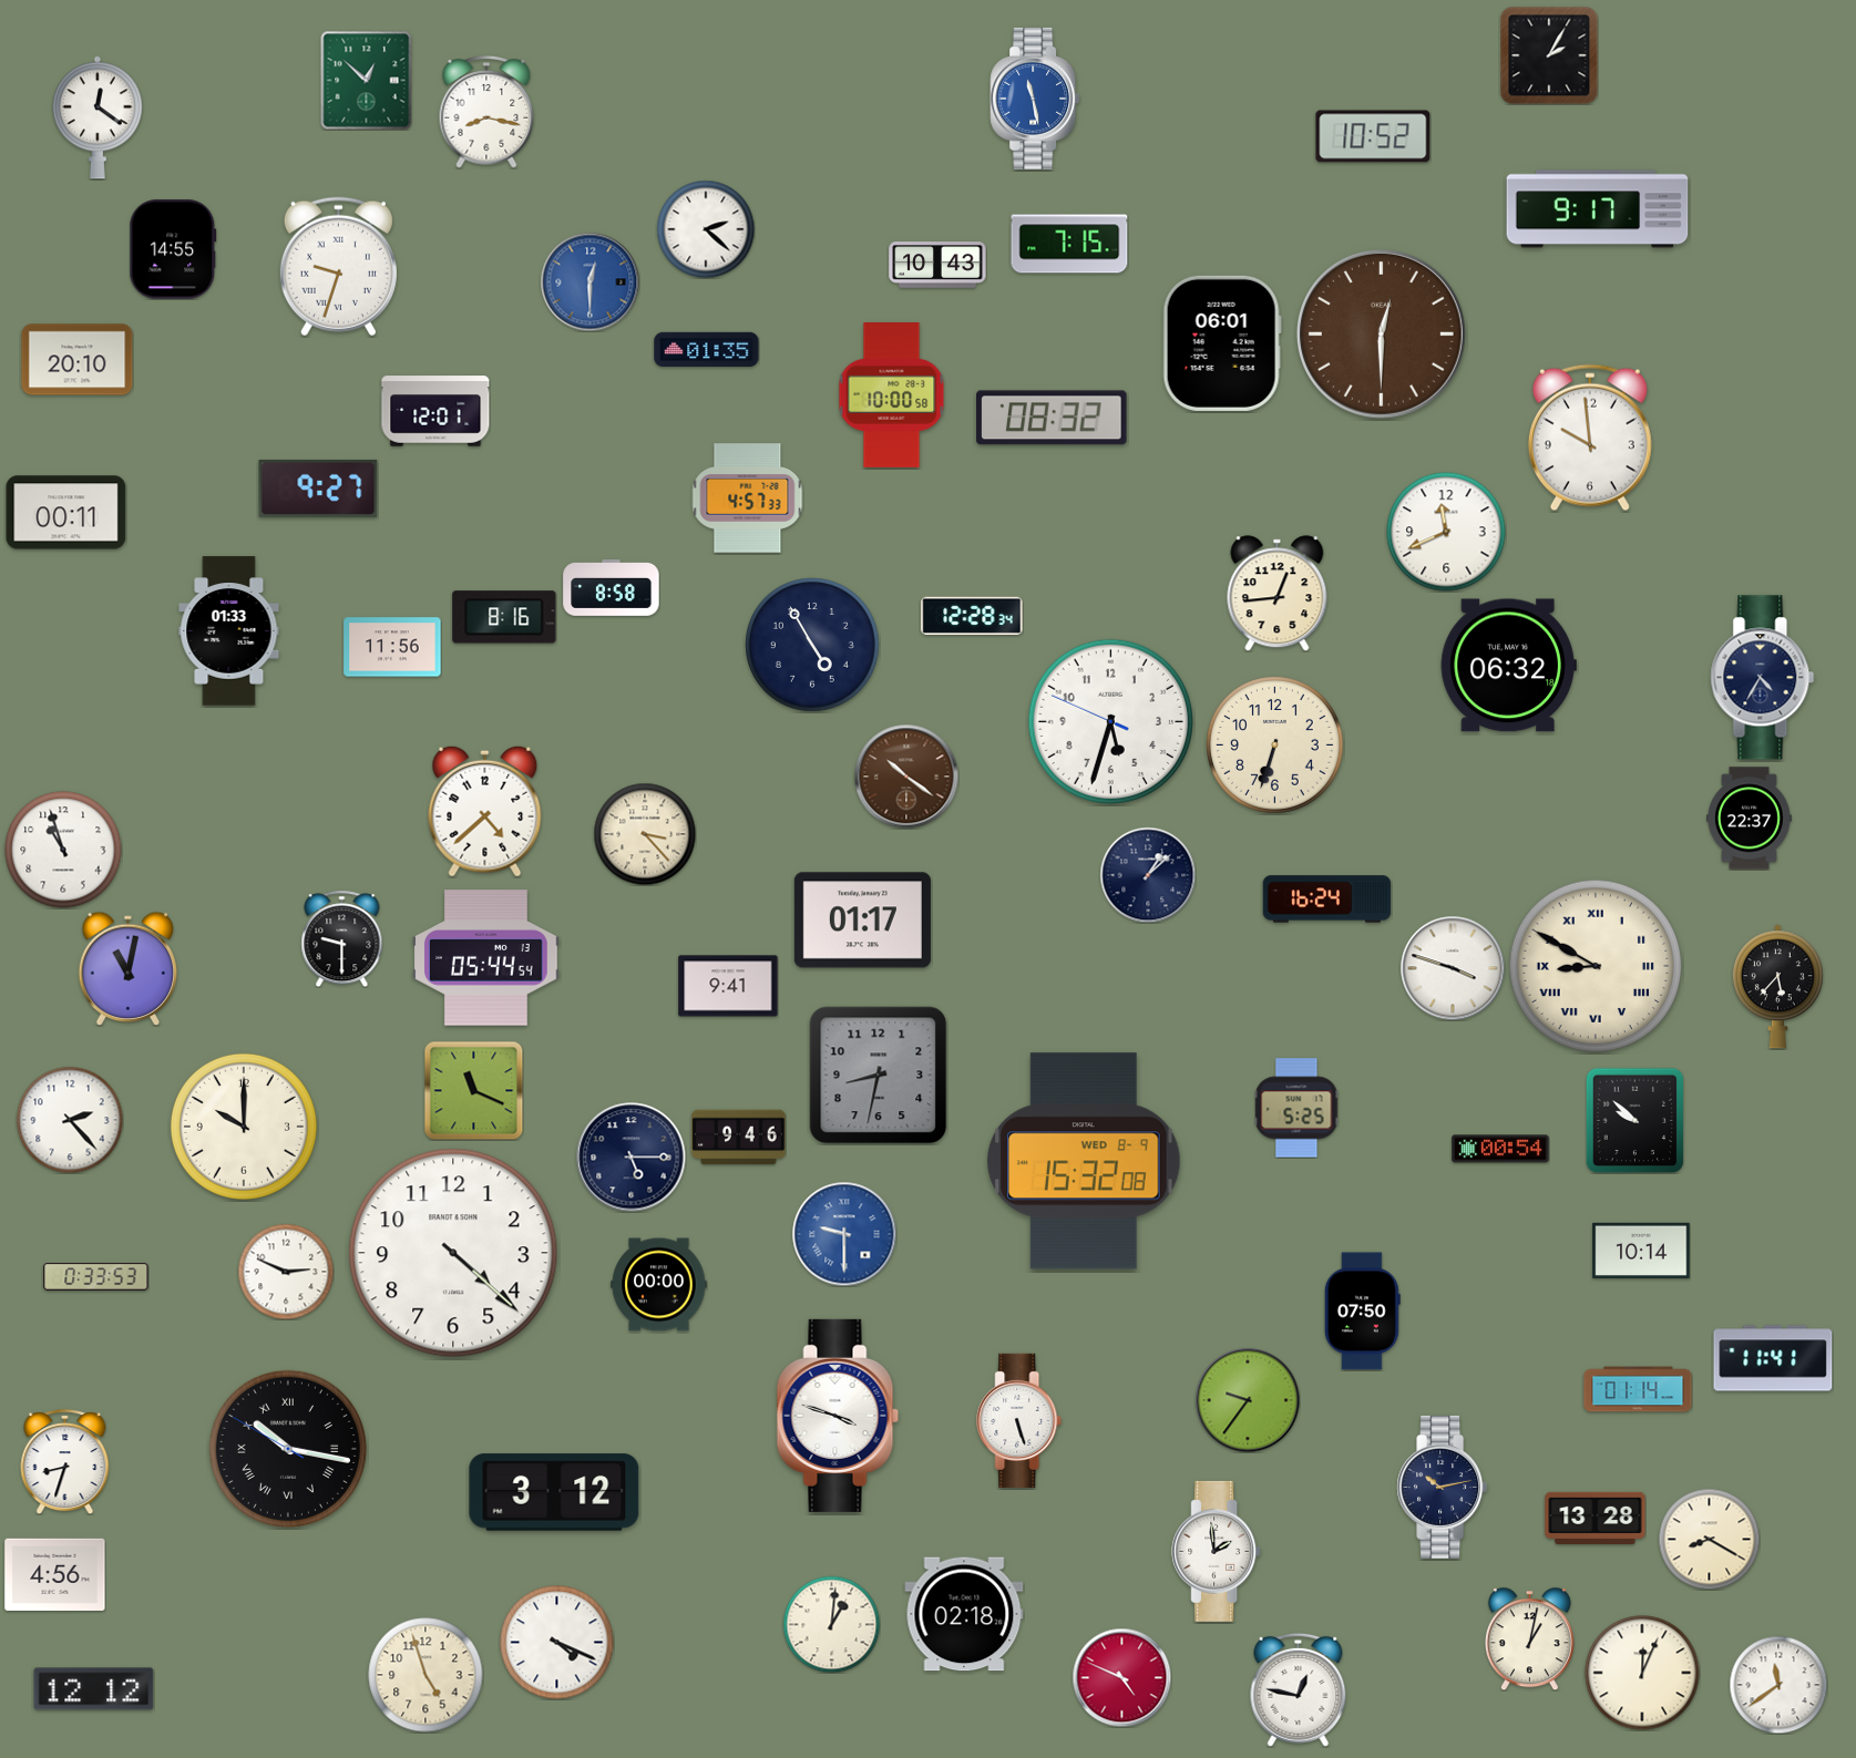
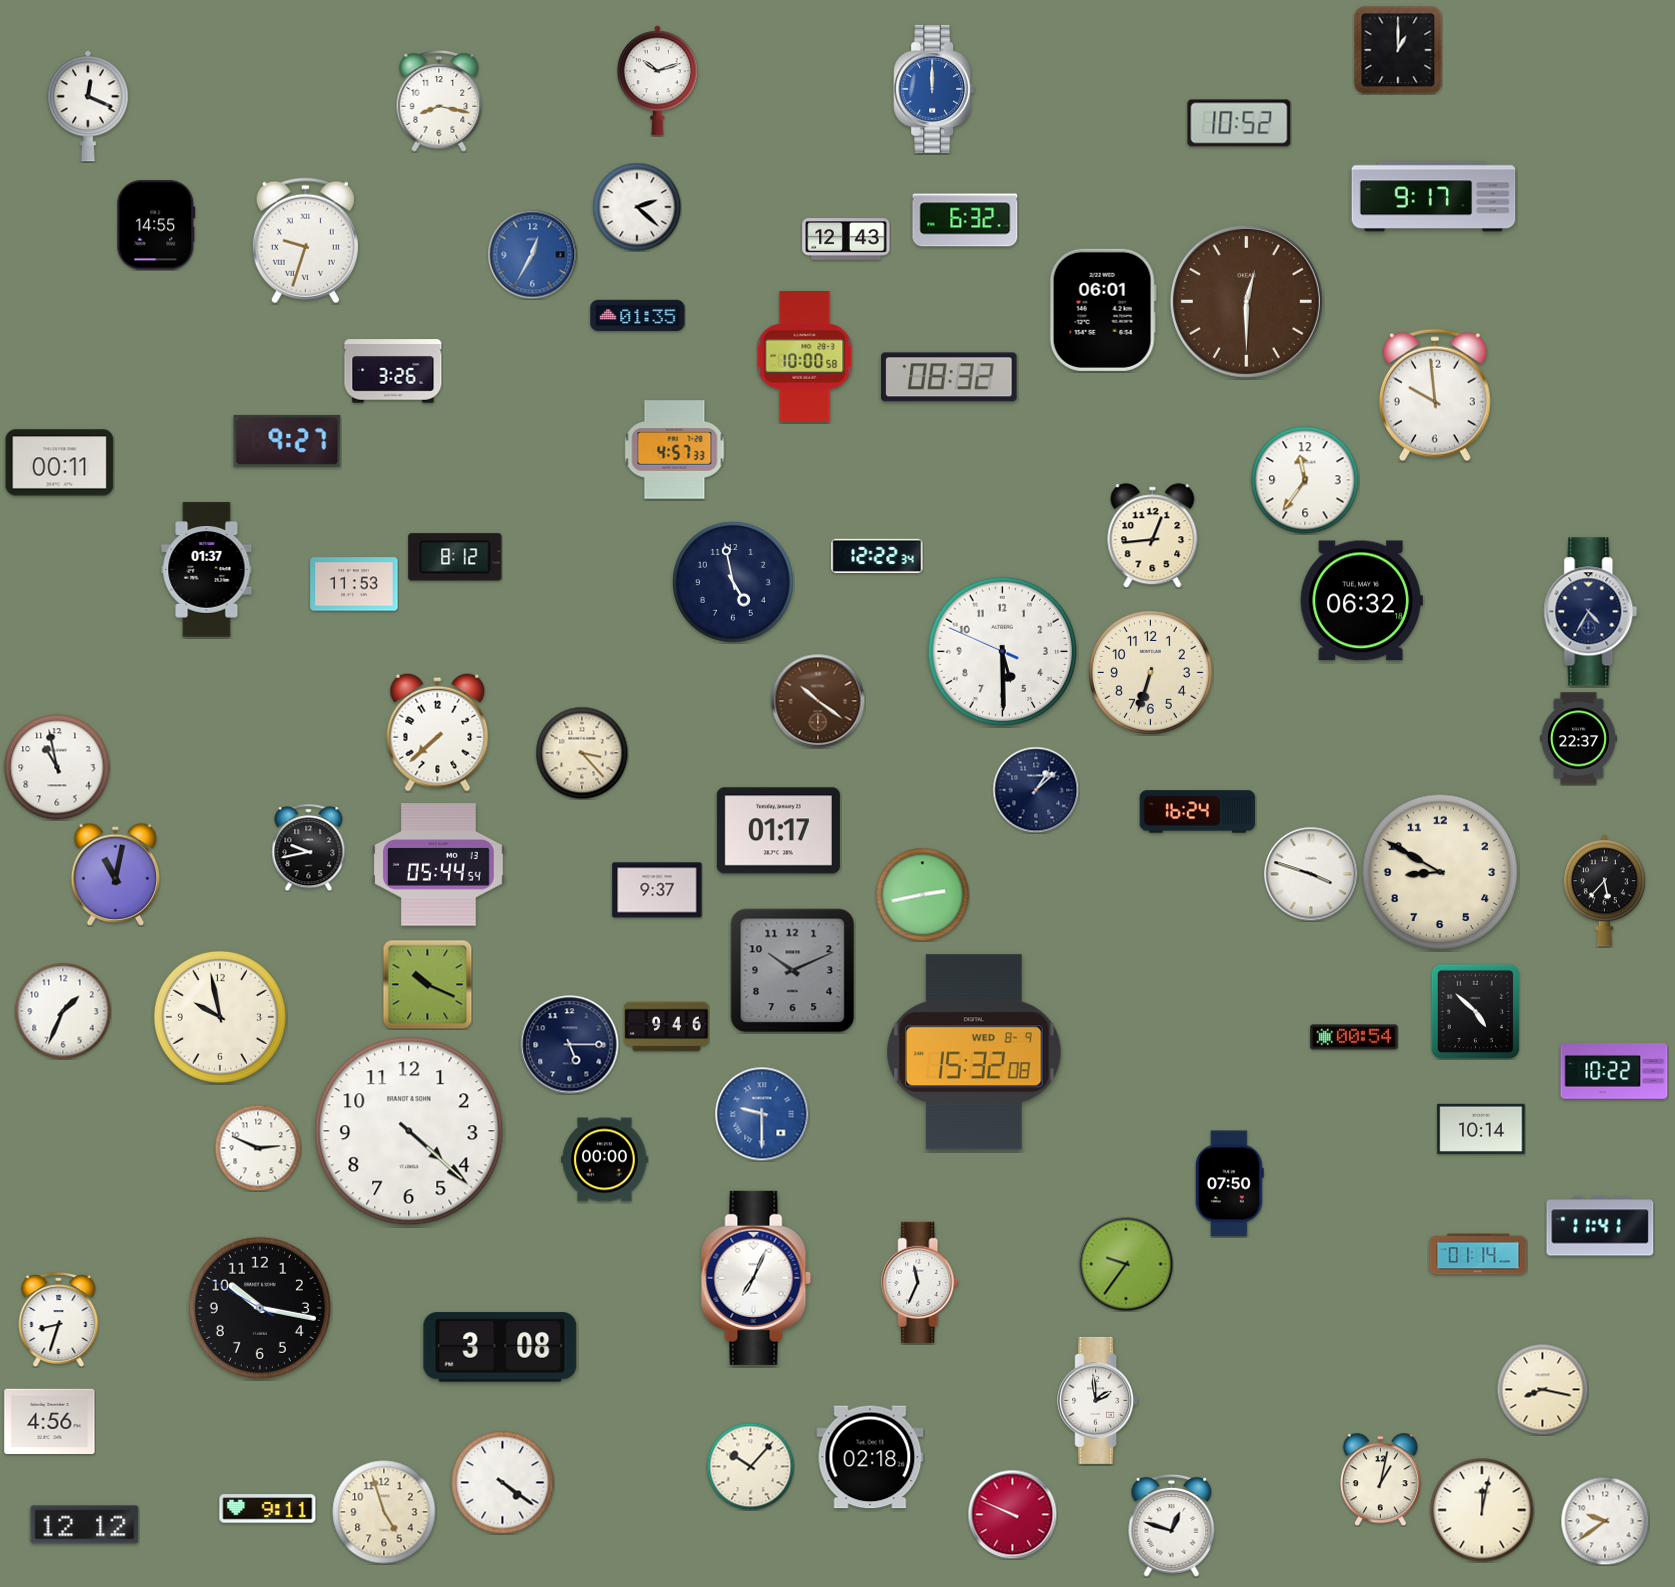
clock at (1549, 55): 2:05 -> 1:00
clock at (367, 80): 12:52 -> none
clock at (657, 81): none -> 10:12
clock at (1035, 99): 11:28 -> 12:00
clock at (98, 117): 12:21 -> 12:19
clock at (1598, 209) position: (1598, 209) -> (1434, 197)
clock at (1069, 244): 7:15 -> 6:32
clock at (937, 265): 10:43 -> 12:43
clock at (589, 281): 12:30 -> 12:35
clock at (78, 360): 20:10 -> none
clock at (435, 411): 12:01 -> 3:26
clock at (1446, 532): 11:41 -> 11:36
clock at (612, 588): 8:58 -> none
clock at (972, 616): 12:28 -> 12:22
clock at (504, 617): 8:16 -> 8:12
clock at (229, 631): 01:33 -> 01:37
clock at (812, 645): 4:55 -> 4:58
clock at (392, 647): 11:56 -> 11:53
clock at (1110, 721): 5:32 -> 5:29
clock at (485, 811): 4:38 -> 7:38
clock at (63, 850): 10:57 -> 10:58
clock at (342, 938): 9:30 -> 9:43
clock at (1596, 966) numerals: Roman -> Arabic
clock at (728, 986): 9:41 -> 9:37
clock at (922, 894): none -> 2:43
clock at (879, 1076): 8:32 -> 10:11
clock at (473, 1090): 11:19 -> 10:19
clock at (1296, 1108): 5:25 -> none
clock at (70, 1120): 2:23 -> 1:34
clock at (1635, 1120): 9:52 -> 4:52
clock at (244, 1127): 10:00 -> 9:58
clock at (1084, 1161) position: (1084, 1161) -> (974, 1052)
clock at (1614, 1071): none -> 10:22
clock at (96, 1277): 0:33 -> none
clock at (659, 1285) position: (659, 1285) -> (605, 1160)
clock at (838, 1416): 3:48 -> 7:04
clock at (1019, 1420): 5:27 -> 11:34
clock at (288, 1449) numerals: Roman -> Arabic
clock at (1443, 1487): 10:13 -> none
clock at (554, 1492): 3:12 -> 3:08
clock at (1596, 1518): 13:28 -> none
clock at (1709, 1539): 8:20 -> 8:17
clock at (831, 1624): 1:01 -> 10:07
clock at (557, 1643): 4:19 -> 4:21
clock at (268, 1509): none -> 9:11
clock at (1642, 1673): 12:04 -> 12:02
clock at (1121, 1677): 4:49 -> 9:49
clock at (1778, 1685): 11:39 -> 9:39
clock at (1299, 1689): 12:47 -> 12:48
